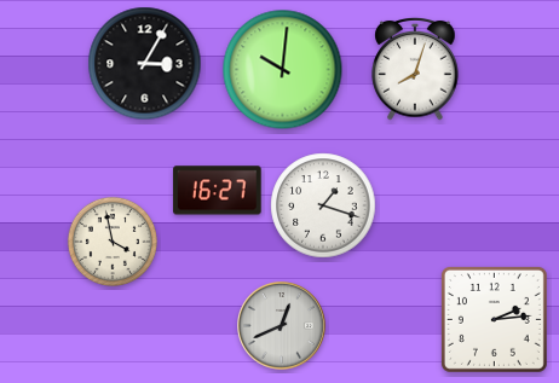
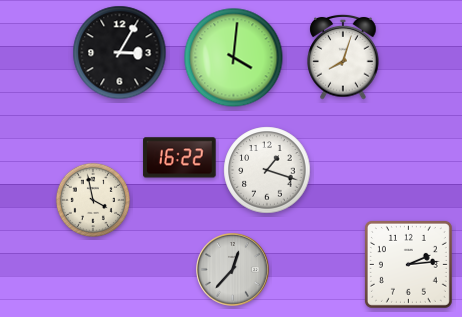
clock at (283, 70): 10:01 -> 4:01
clock at (218, 191): 16:27 -> 16:22
clock at (282, 326): 12:41 -> 12:37
